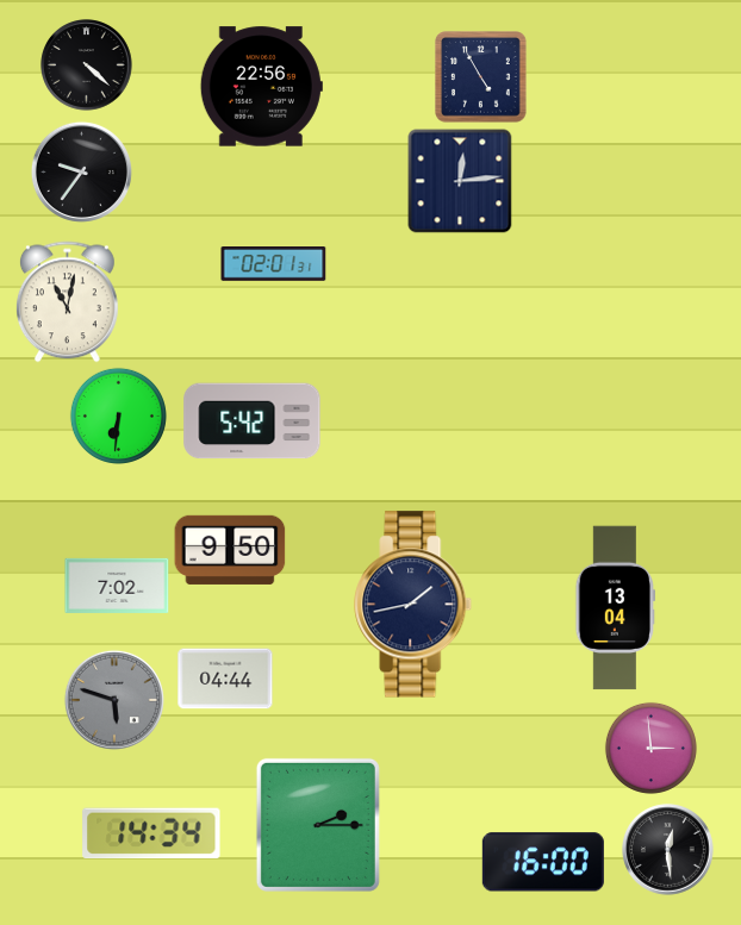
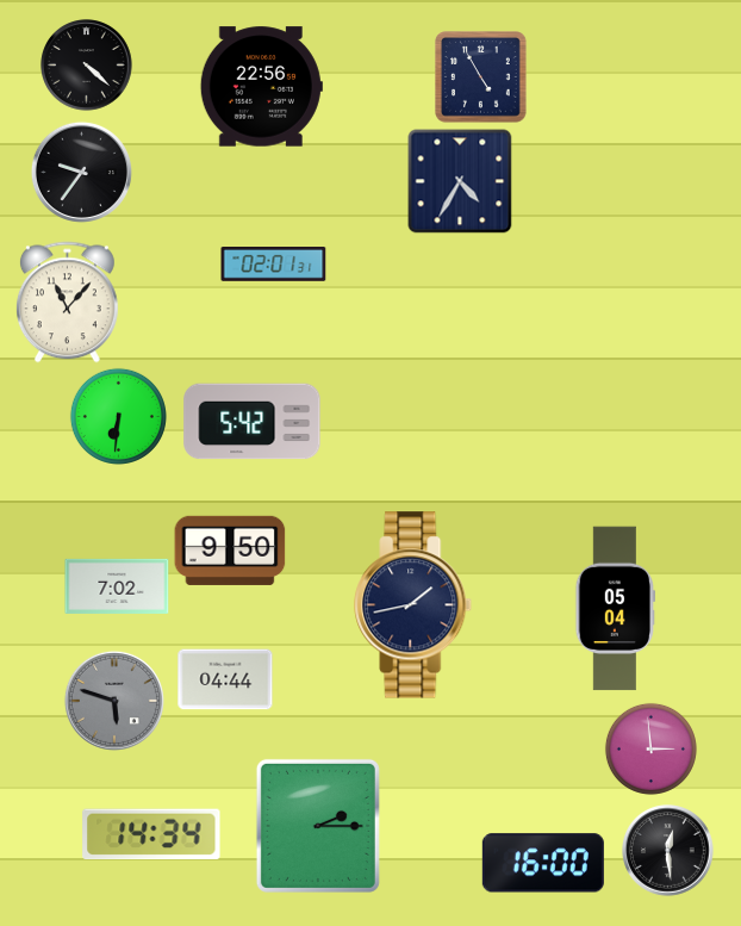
clock at (460, 181): 12:14 -> 4:35
clock at (67, 302): 11:02 -> 11:07
clock at (615, 608): 13:04 -> 05:04
